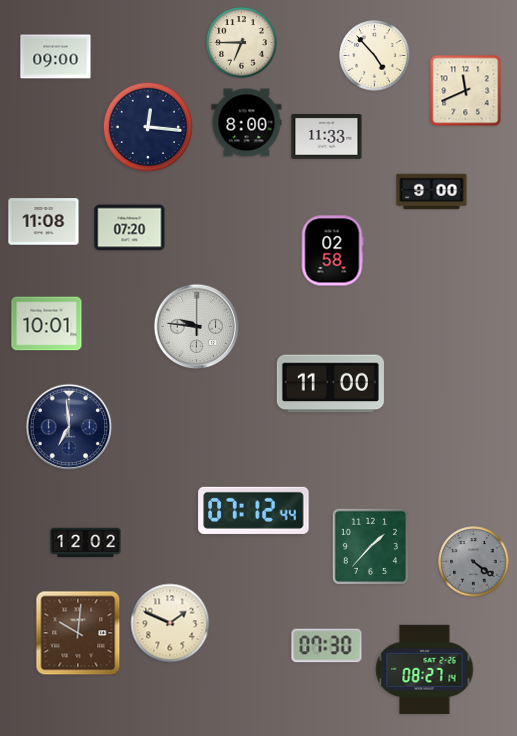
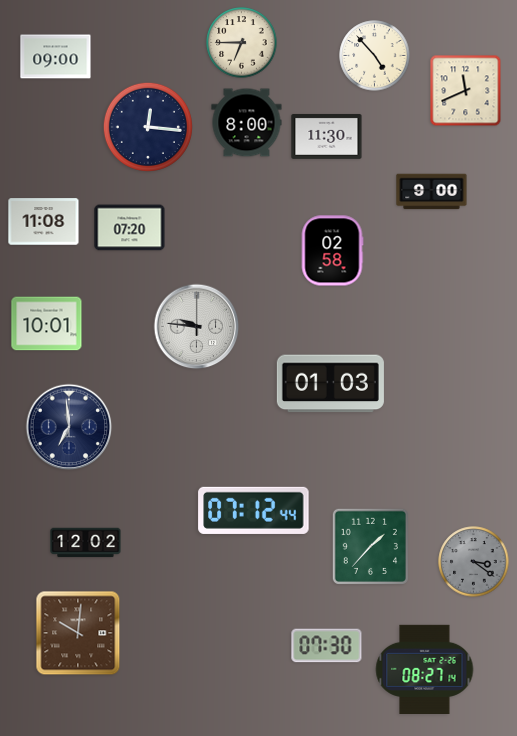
clock at (327, 136): 11:33 -> 11:30
clock at (330, 384): 11:00 -> 01:03
clock at (474, 562): 4:21 -> 3:21
clock at (170, 623): 1:49 -> none
